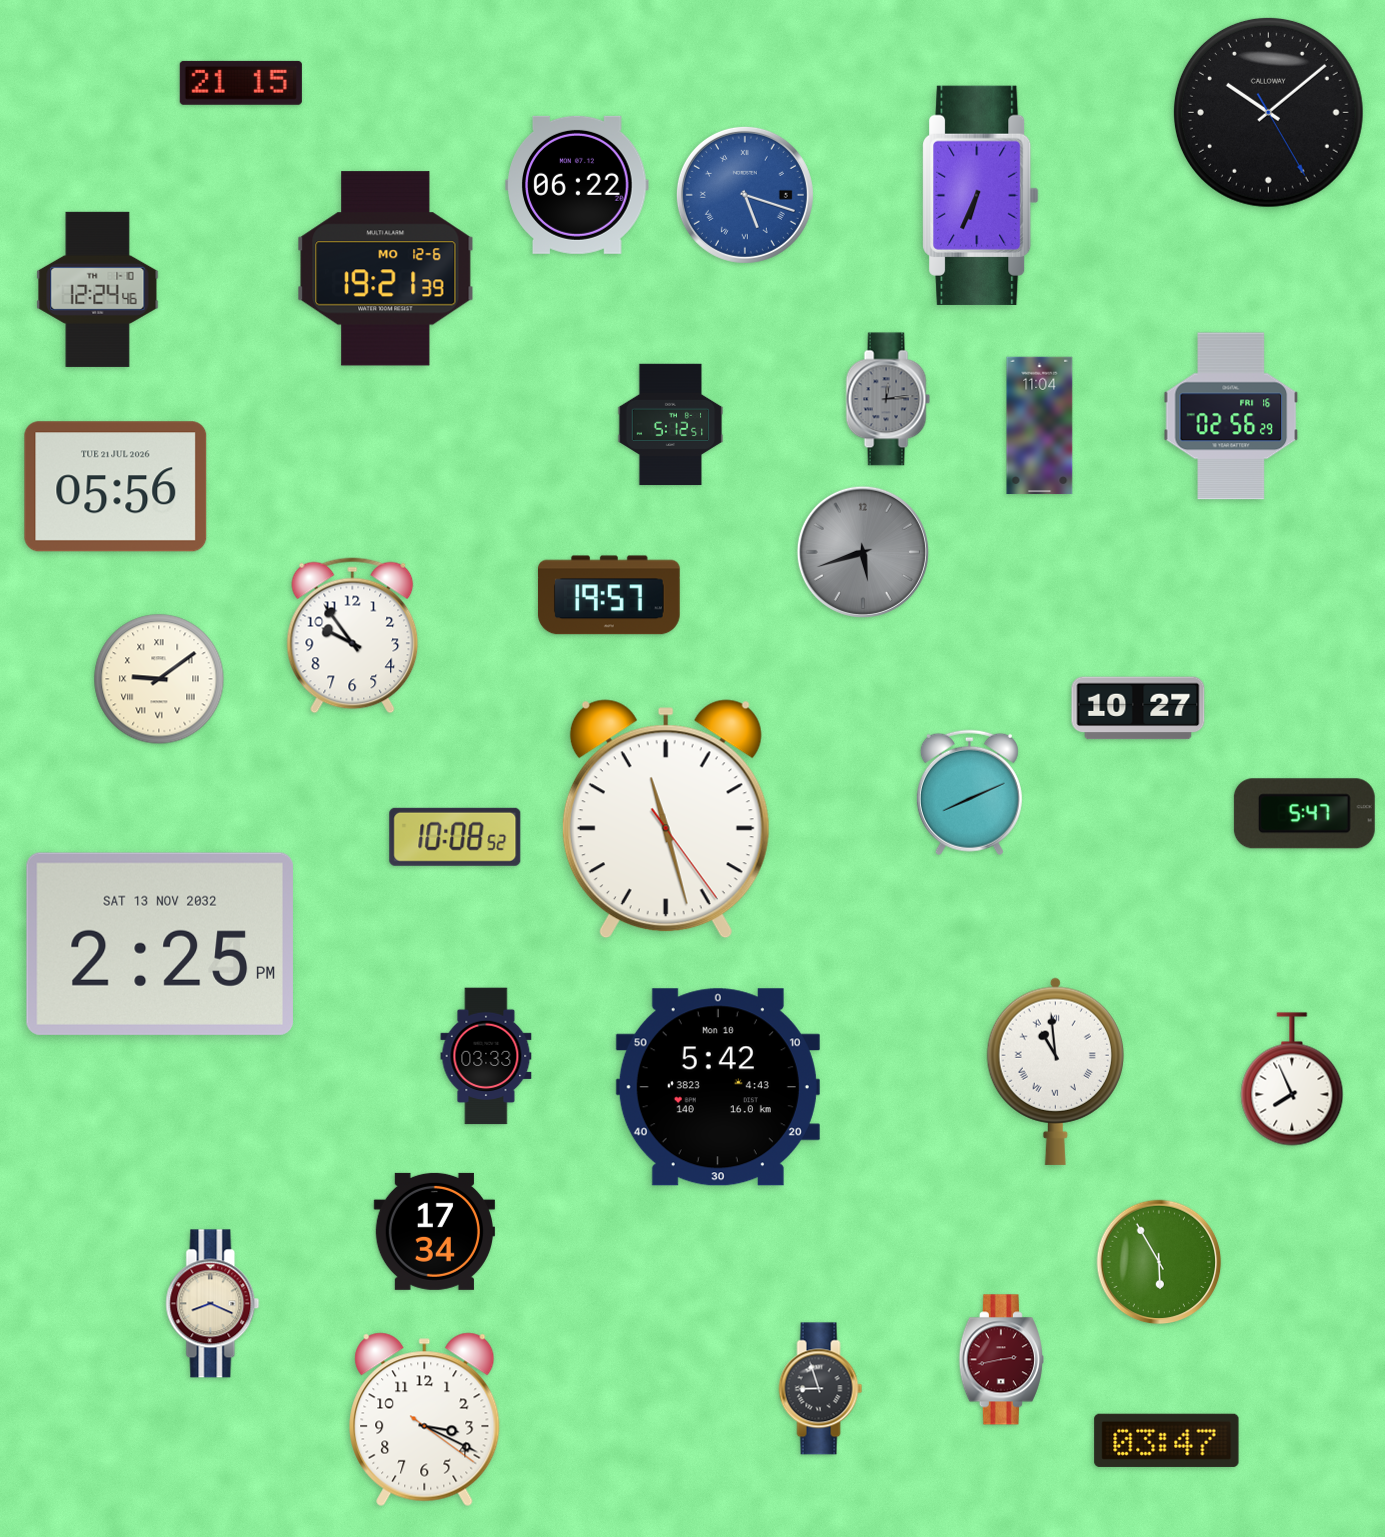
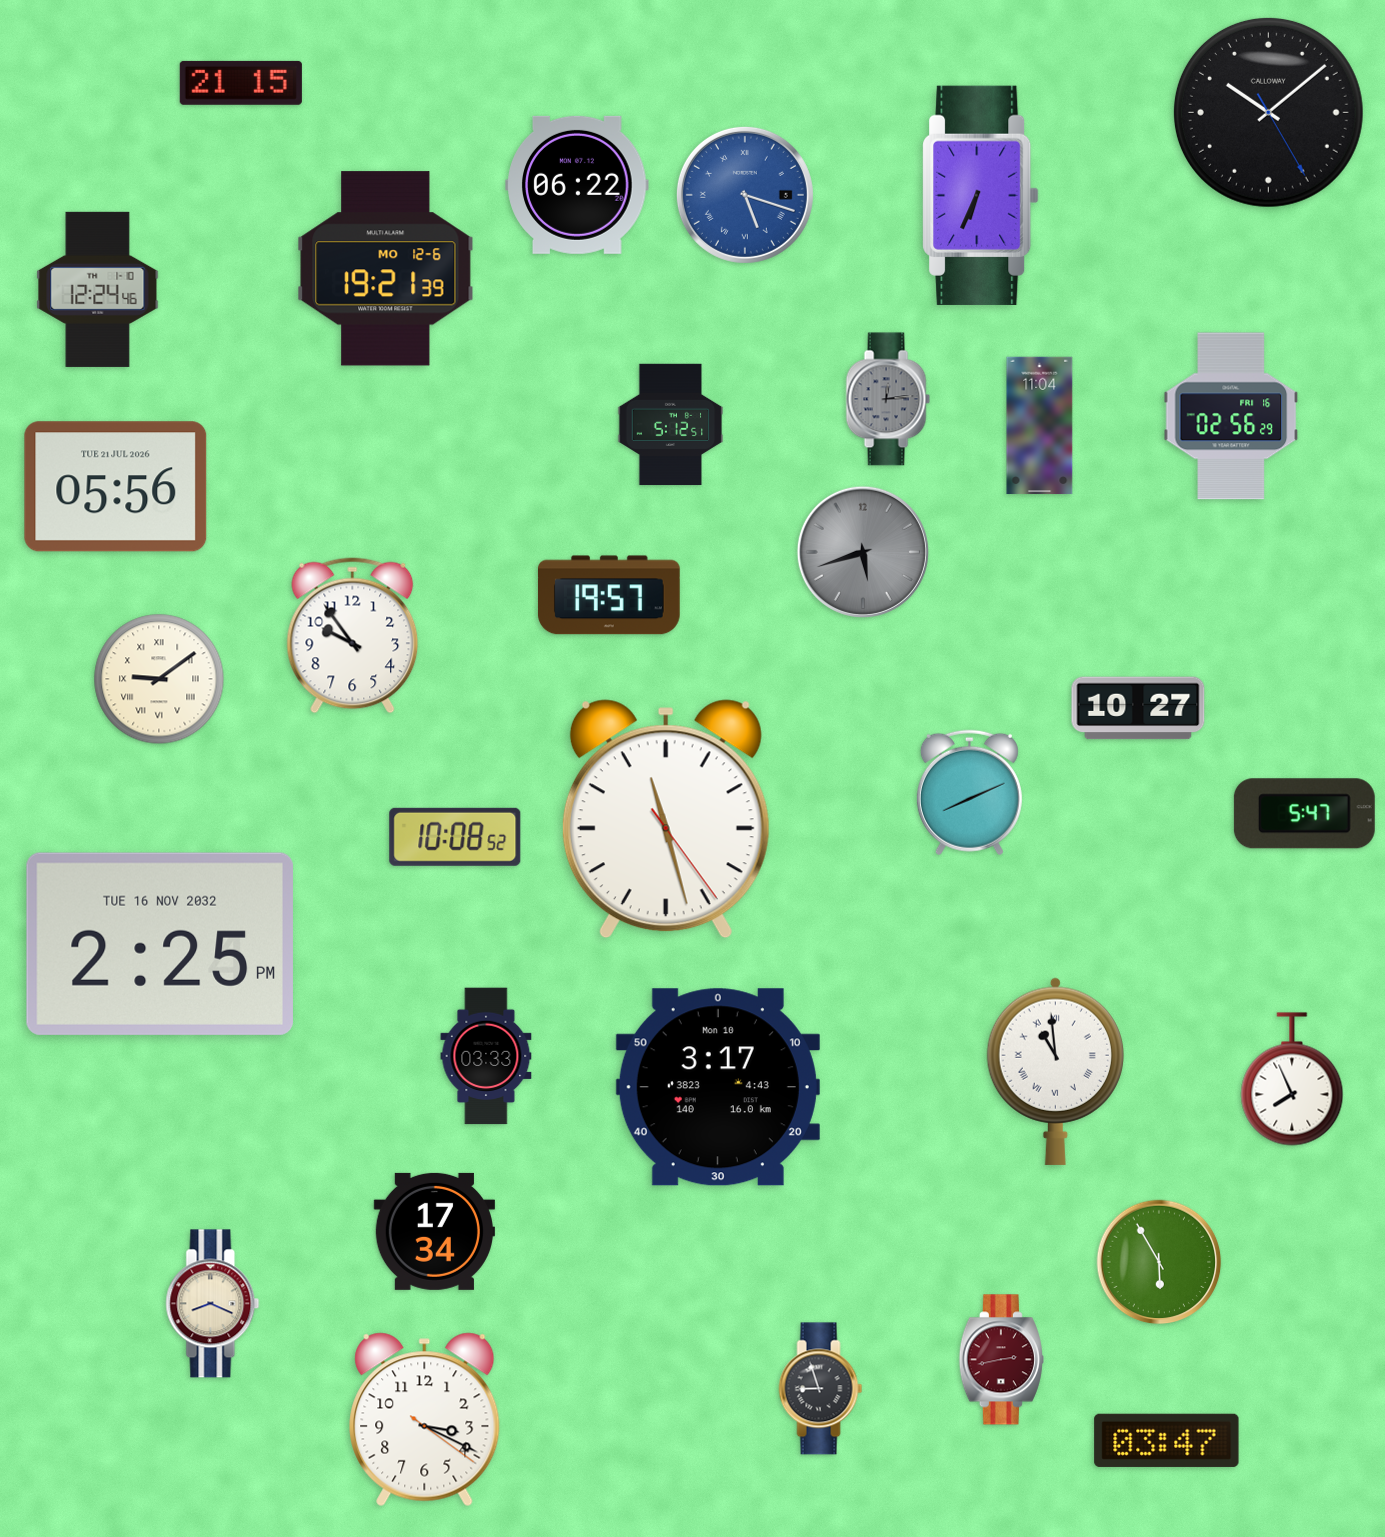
clock at (160, 944) date: SAT 13 NOV 2032 -> TUE 16 NOV 2032
clock at (718, 1087): 5:42 -> 3:17
